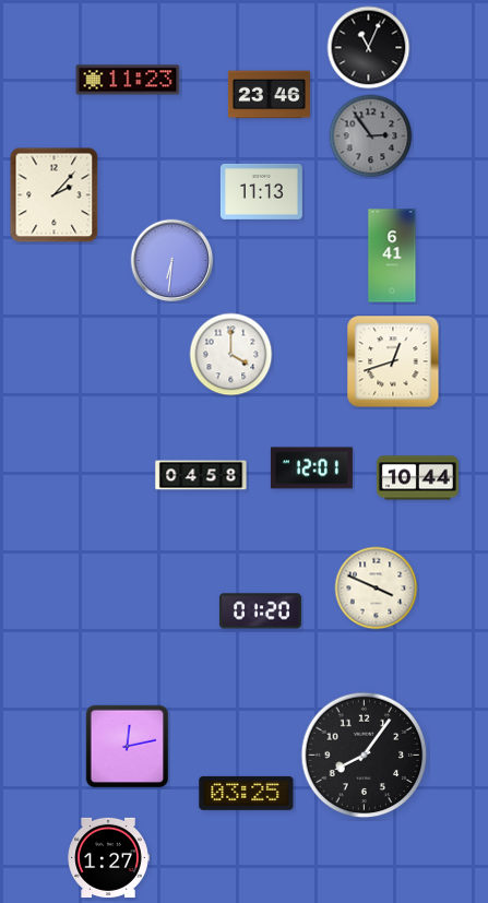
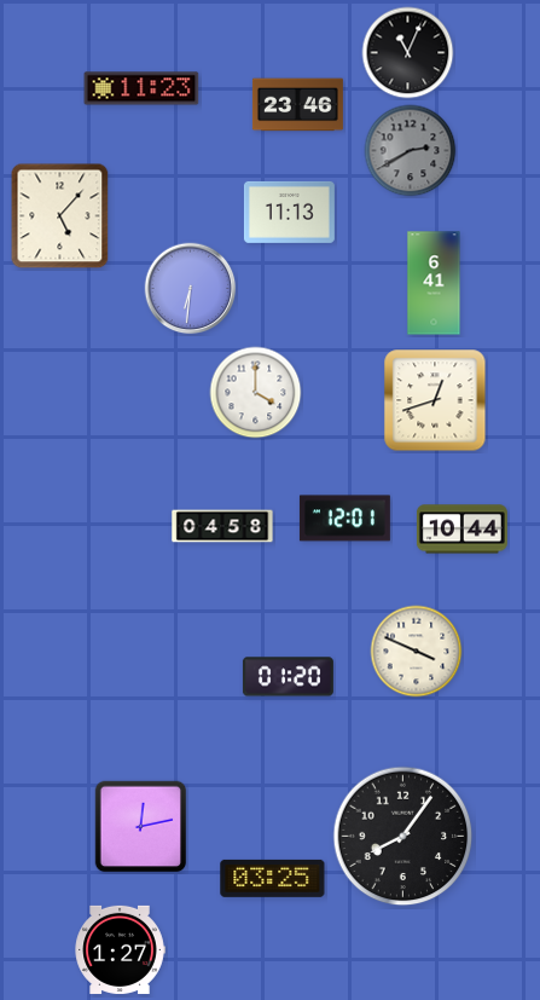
clock at (371, 136): 2:54 -> 2:40
clock at (55, 195): 2:07 -> 5:07
